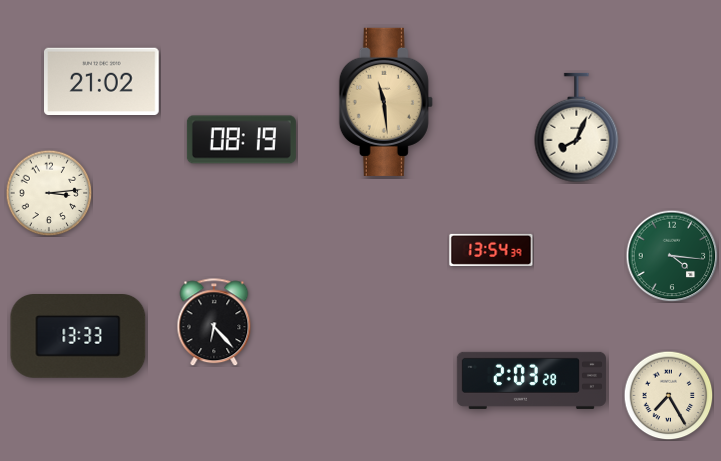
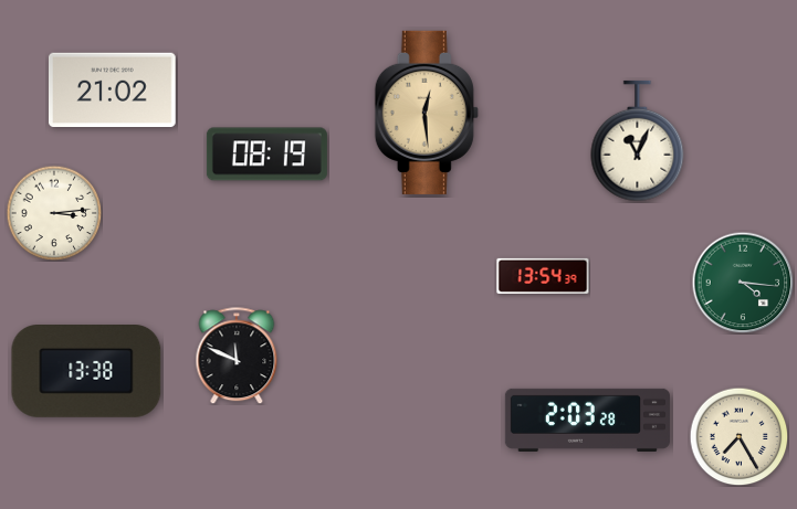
clock at (386, 102): 11:29 -> 12:29
clock at (577, 128): 8:04 -> 11:04
clock at (214, 322): 6:23 -> 11:49
clock at (78, 337): 13:33 -> 13:38
